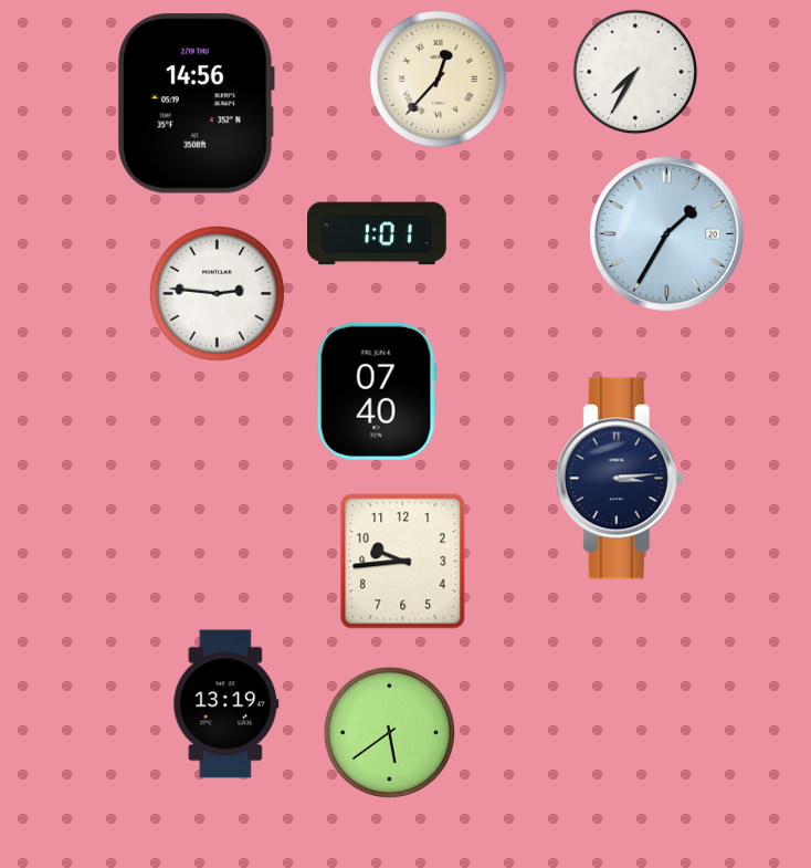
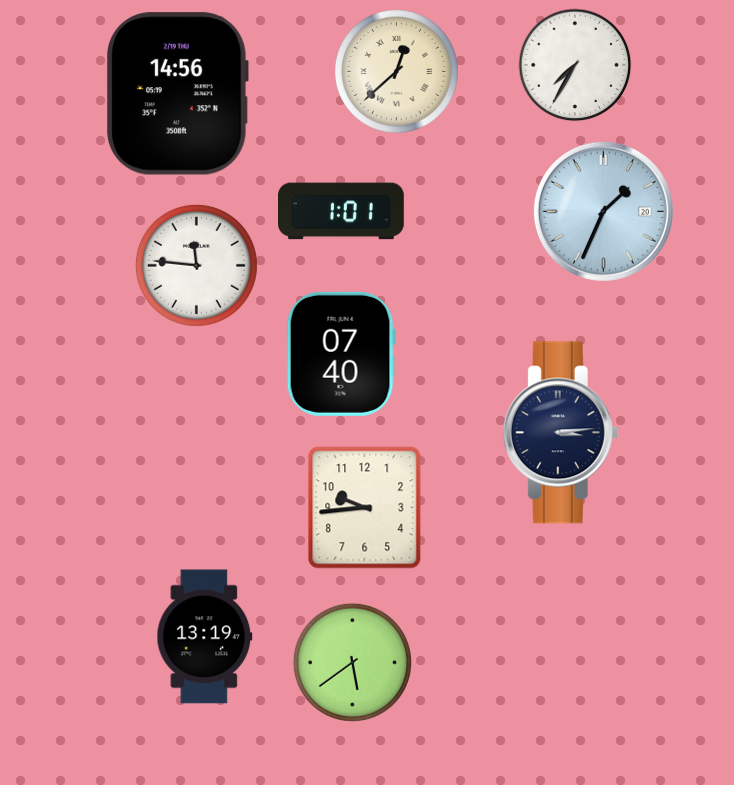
clock at (439, 80): 12:37 -> 12:38
clock at (666, 233): 1:35 -> 1:34
clock at (217, 293): 2:46 -> 11:46
